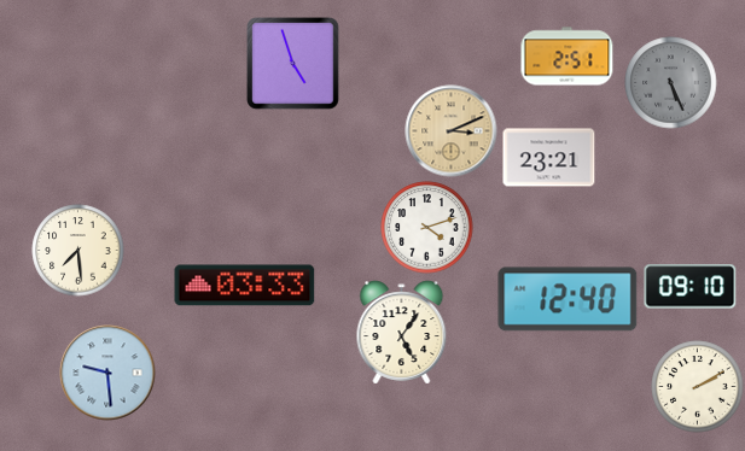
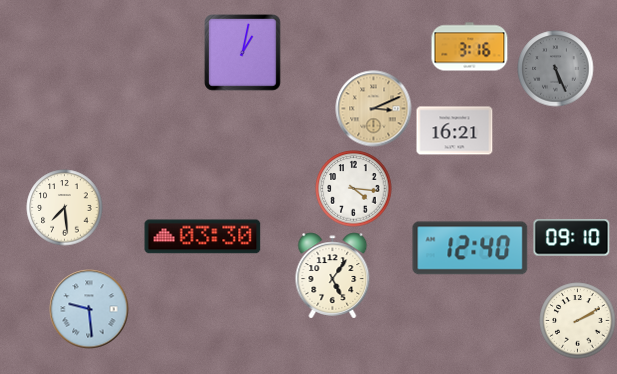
clock at (568, 57): 2:51 -> 3:16
clock at (293, 64): 4:57 -> 1:02
clock at (549, 158): 23:21 -> 16:21
clock at (427, 228): 4:12 -> 4:16
clock at (245, 286): 03:33 -> 03:30
